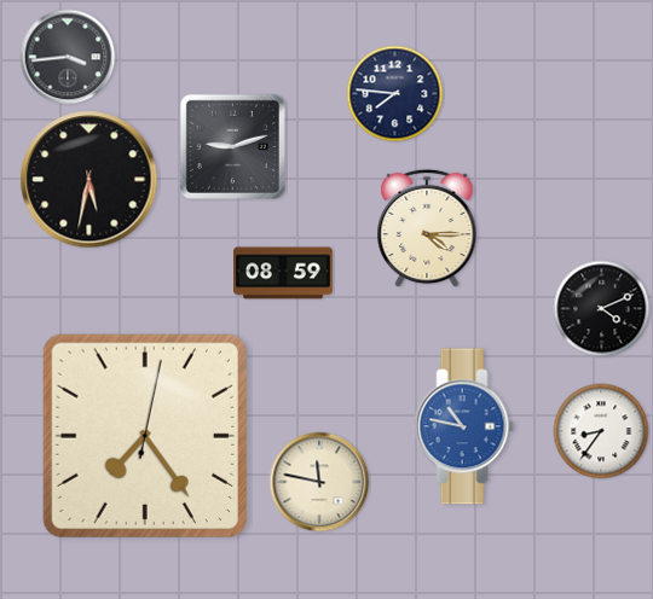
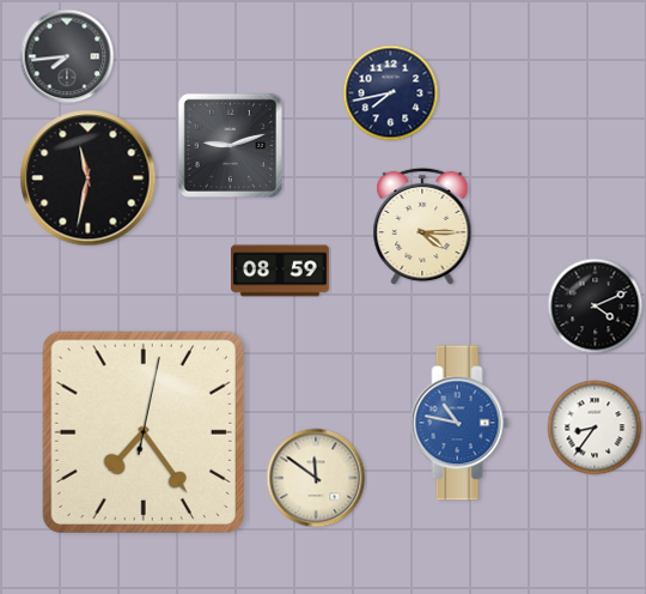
clock at (68, 57): 3:44 -> 7:44
clock at (395, 94): 7:46 -> 7:43
clock at (89, 180): 5:32 -> 11:32
clock at (319, 482): 11:47 -> 11:51
